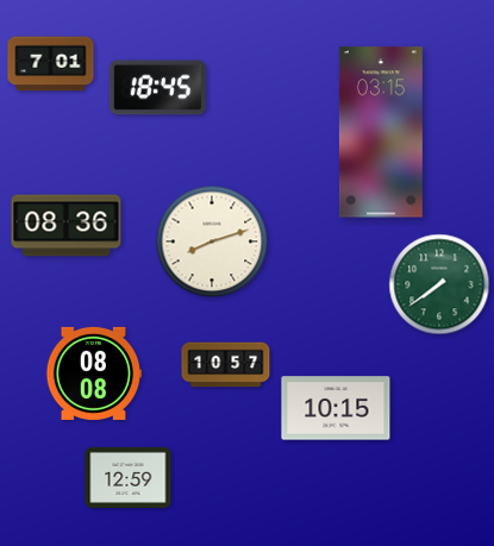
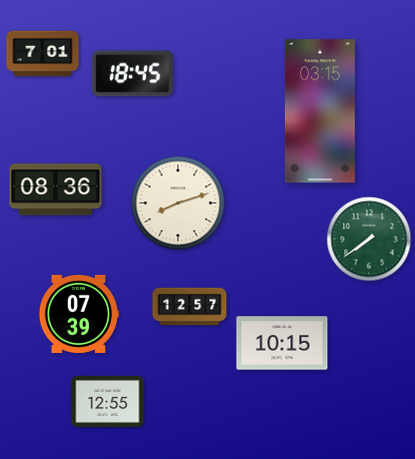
clock at (226, 365): 10:57 -> 12:57
clock at (94, 374): 08:08 -> 07:39
clock at (129, 477): 12:59 -> 12:55
